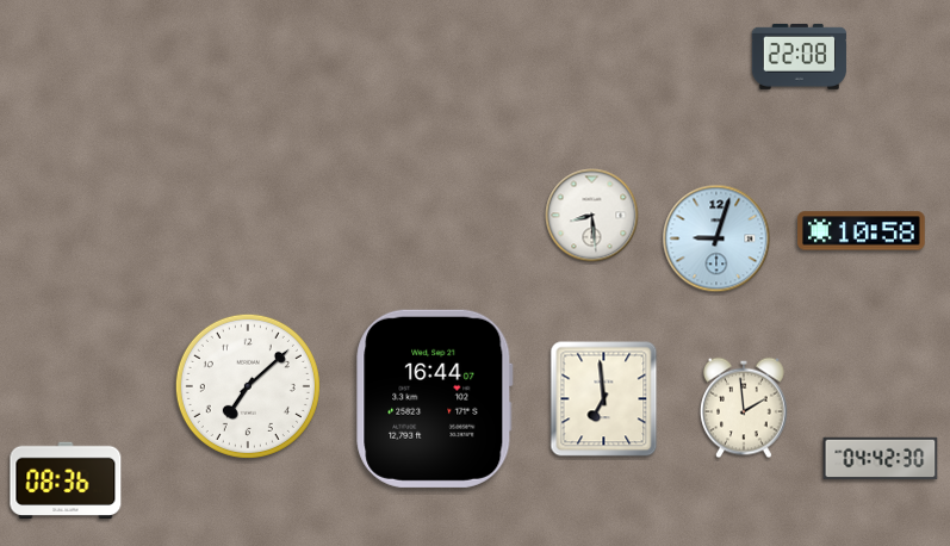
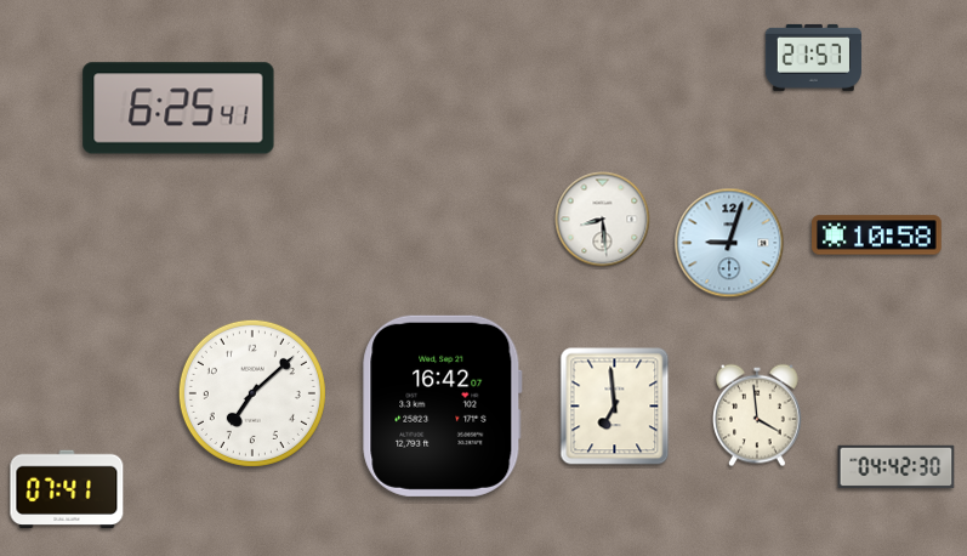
clock at (799, 56): 22:08 -> 21:57
clock at (178, 108): none -> 6:25
clock at (435, 398): 16:44 -> 16:42
clock at (745, 408): 1:59 -> 3:59
clock at (66, 480): 08:36 -> 07:41
